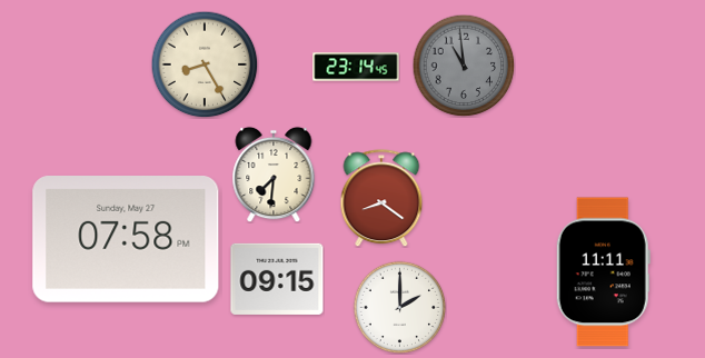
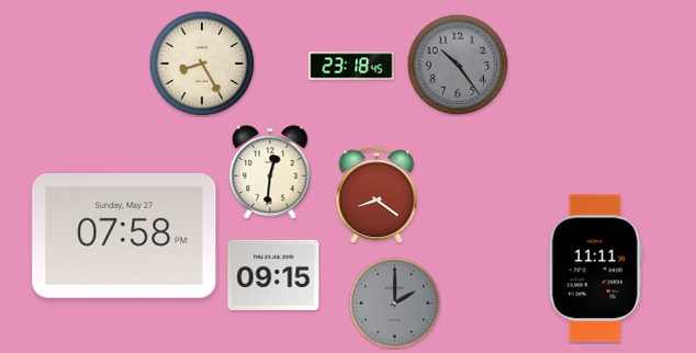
clock at (464, 66): 10:59 -> 10:24
clock at (356, 67): 23:14 -> 23:18
clock at (274, 175): 7:31 -> 12:31
clock at (399, 307) dial: white -> grey
